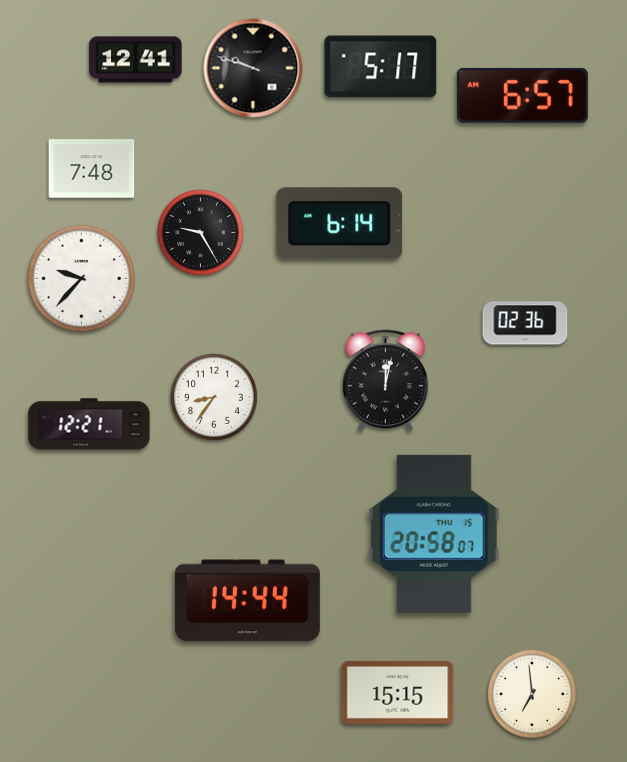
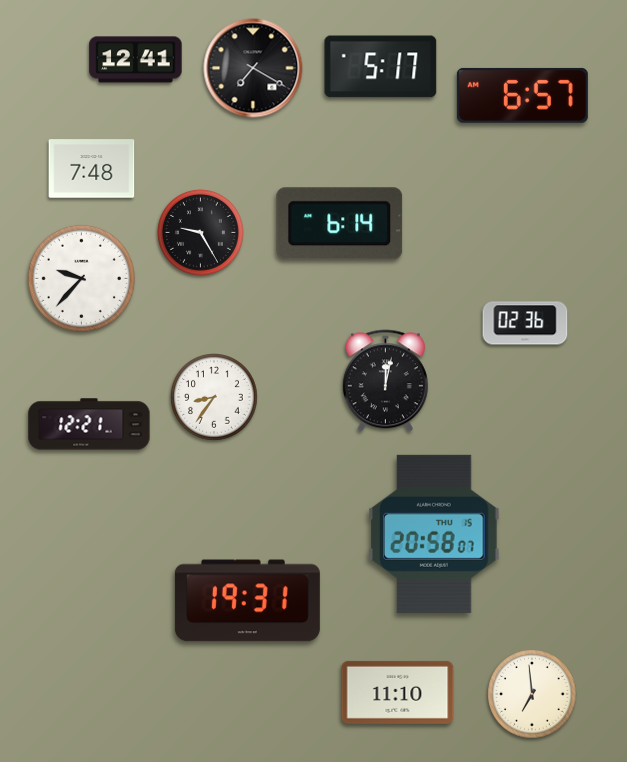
clock at (253, 68): 9:48 -> 7:20
clock at (247, 601): 14:44 -> 19:31
clock at (398, 692): 15:15 -> 11:10
